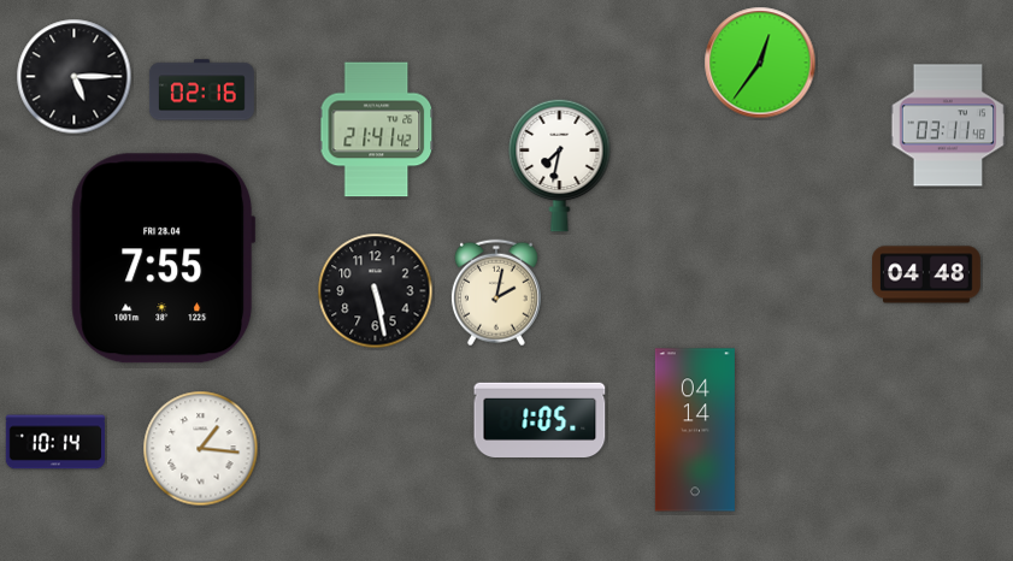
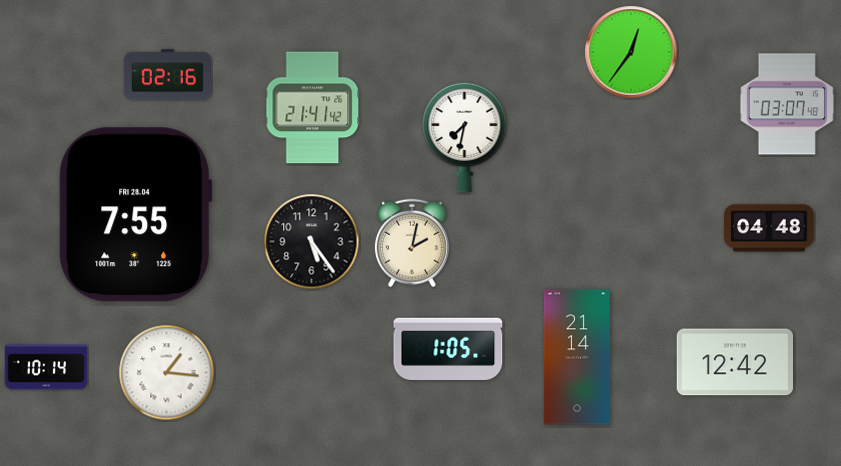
clock at (75, 77): 5:15 -> none
clock at (948, 125): 03:11 -> 03:07
clock at (376, 291): 5:28 -> 5:24
clock at (695, 430): 04:14 -> 21:14
clock at (734, 362): none -> 12:42
